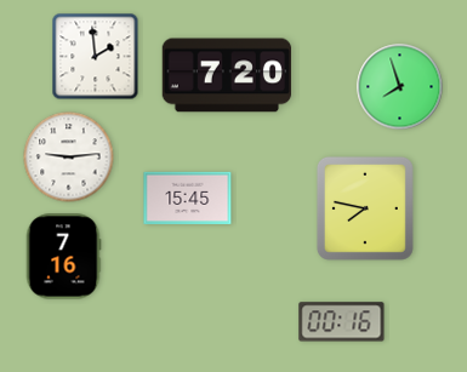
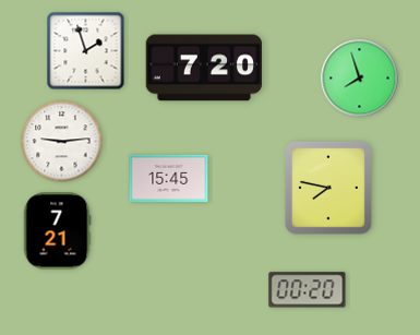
clock at (96, 57): 1:59 -> 1:57
clock at (63, 257): 7:16 -> 7:21
clock at (342, 322): 00:16 -> 00:20
